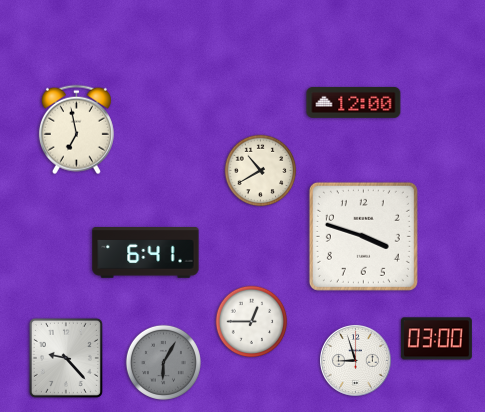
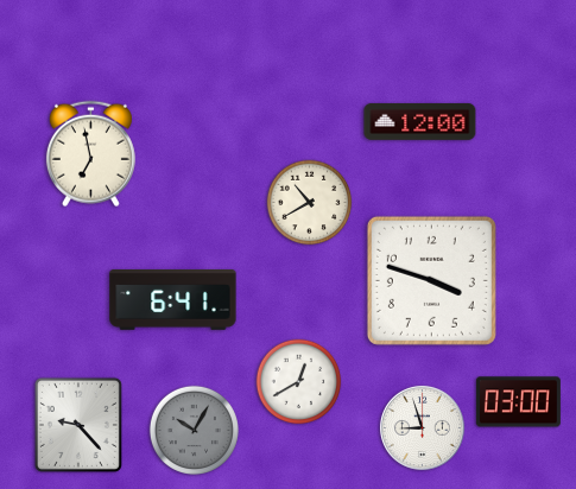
clock at (252, 322): 12:45 -> 12:40
clock at (163, 362): 6:05 -> 10:05
